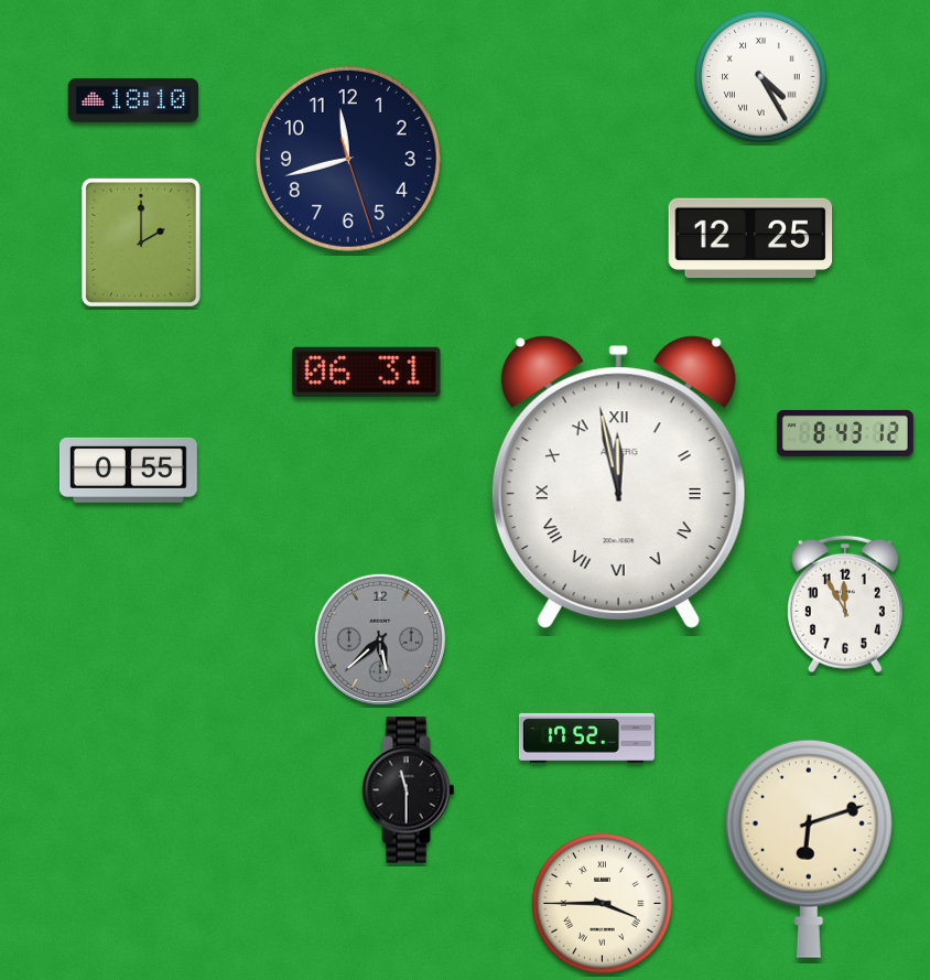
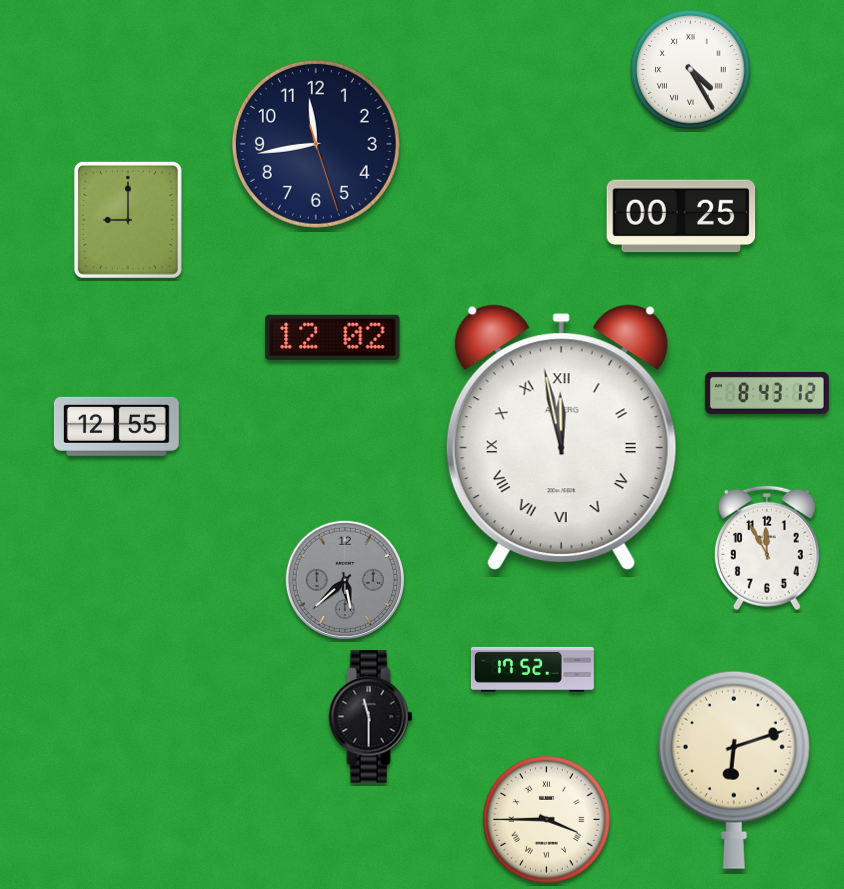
clock at (132, 100): 18:10 -> none
clock at (348, 159): 11:42 -> 11:43
clock at (750, 238): 12:25 -> 00:25
clock at (141, 243): 2:00 -> 9:00
clock at (367, 371): 06:31 -> 12:02
clock at (128, 470): 0:55 -> 12:55
